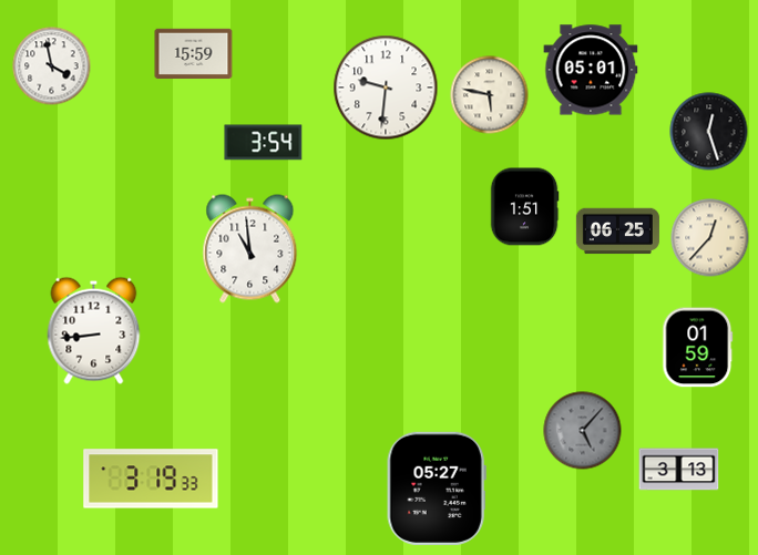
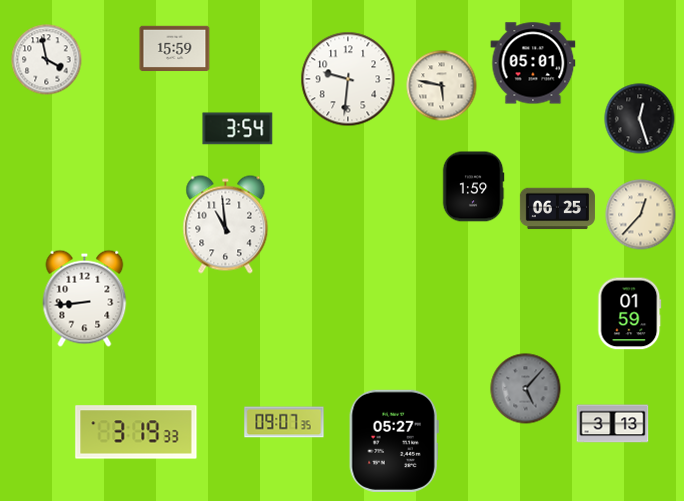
clock at (524, 207): 1:51 -> 1:59
clock at (284, 422): none -> 09:07
